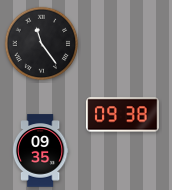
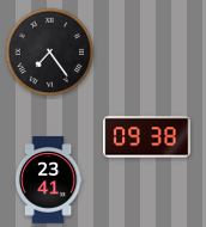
clock at (42, 44): 11:24 -> 7:24
clock at (40, 151): 09:35 -> 23:41
